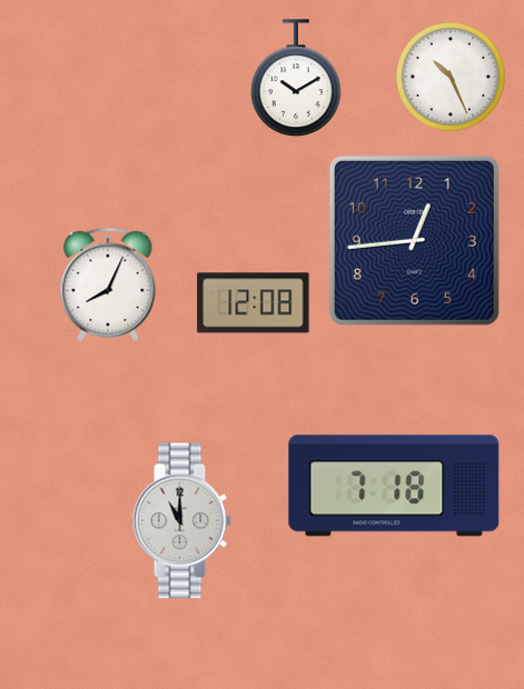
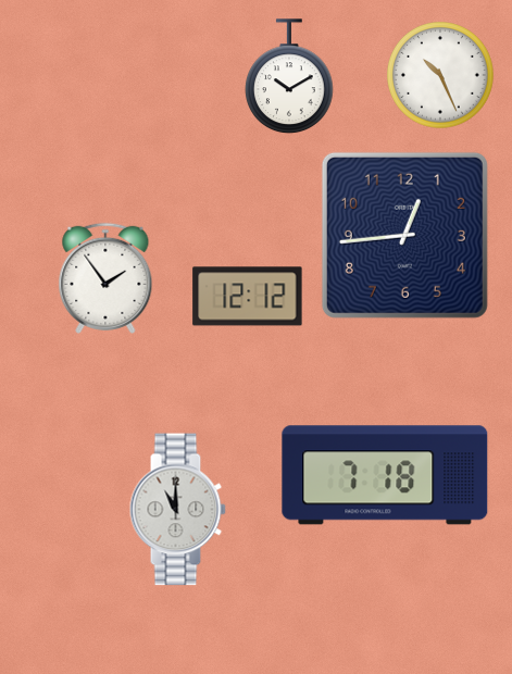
clock at (108, 284): 8:04 -> 1:54
clock at (254, 303): 12:08 -> 12:12
